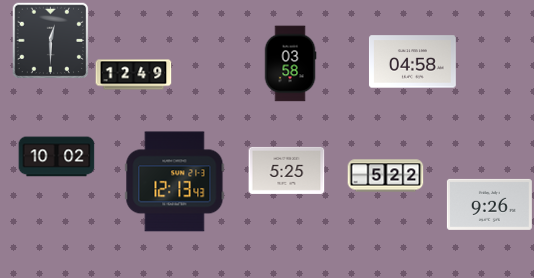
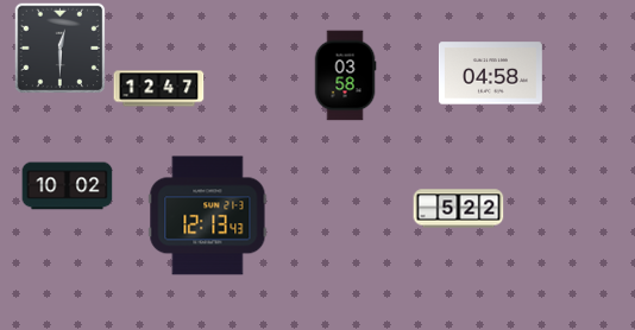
clock at (134, 75): 12:49 -> 12:47
clock at (287, 170): 5:25 -> none
clock at (489, 204): 9:26 -> none
